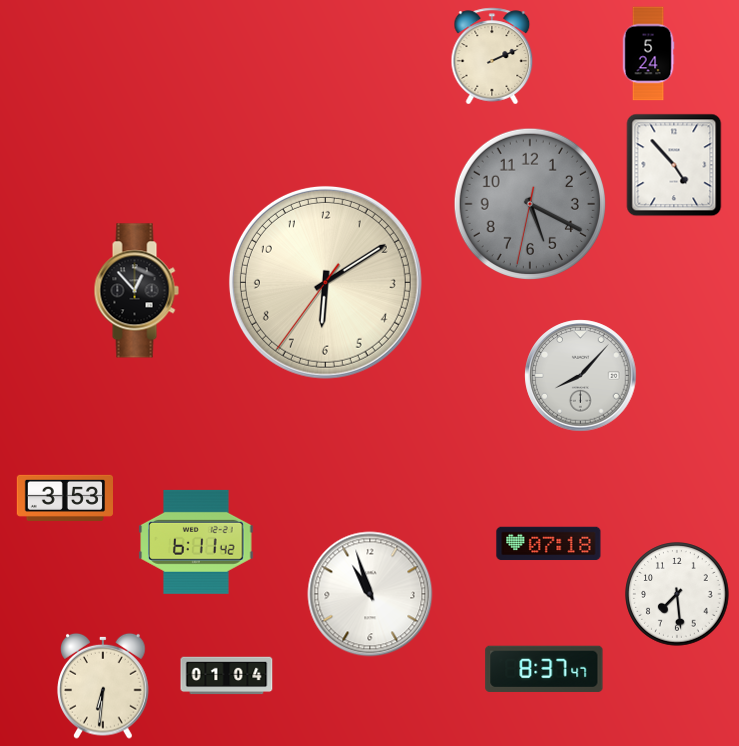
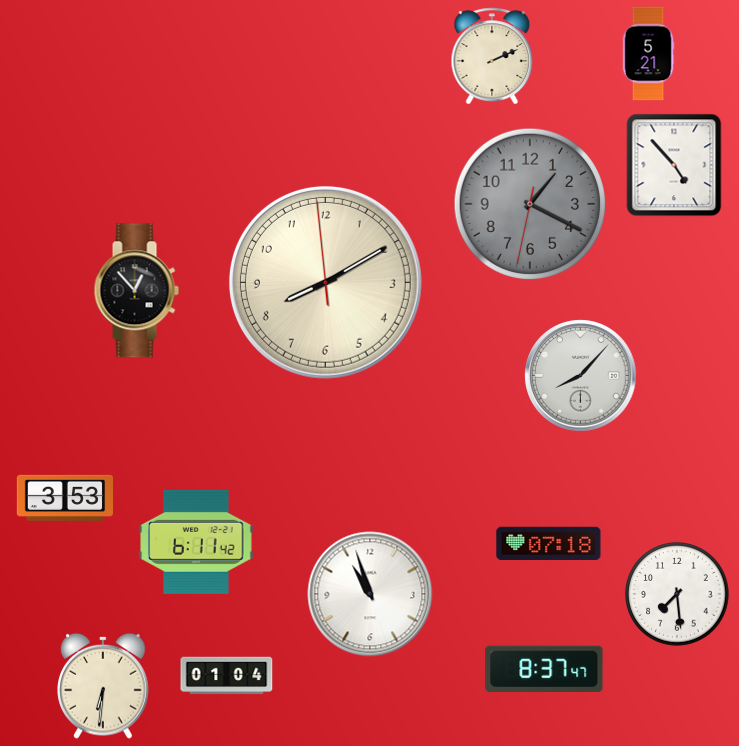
clock at (648, 54): 5:24 -> 5:21
clock at (529, 203): 5:19 -> 1:19
clock at (325, 282): 6:09 -> 8:09
